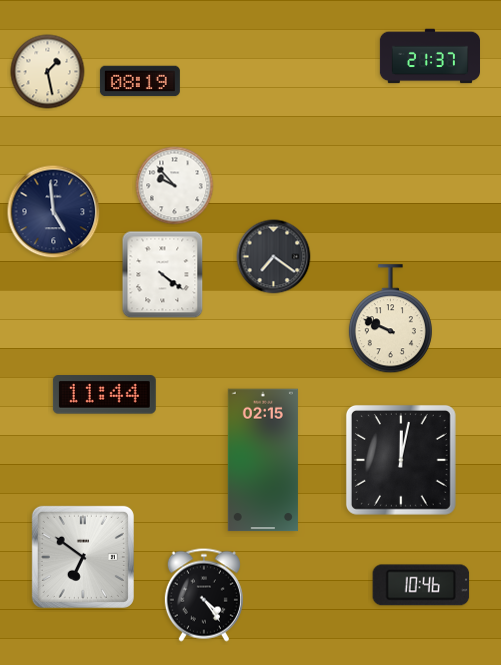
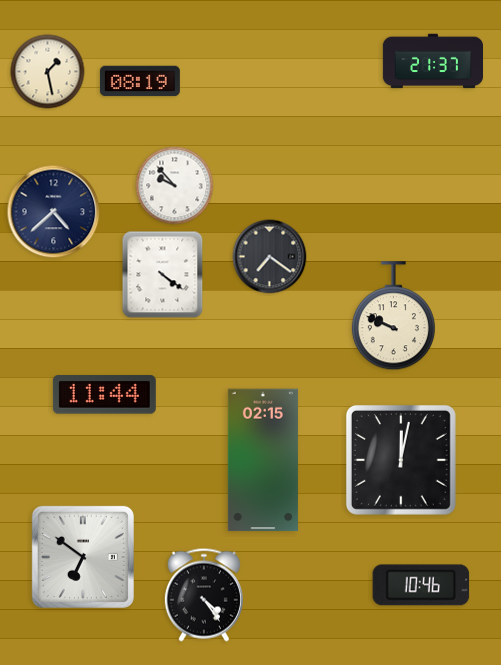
clock at (429, 56) position: (429, 56) -> (432, 61)
clock at (54, 212): 4:59 -> 4:38
clock at (274, 257) position: (274, 257) -> (270, 257)
clock at (390, 319) position: (390, 319) -> (393, 316)
